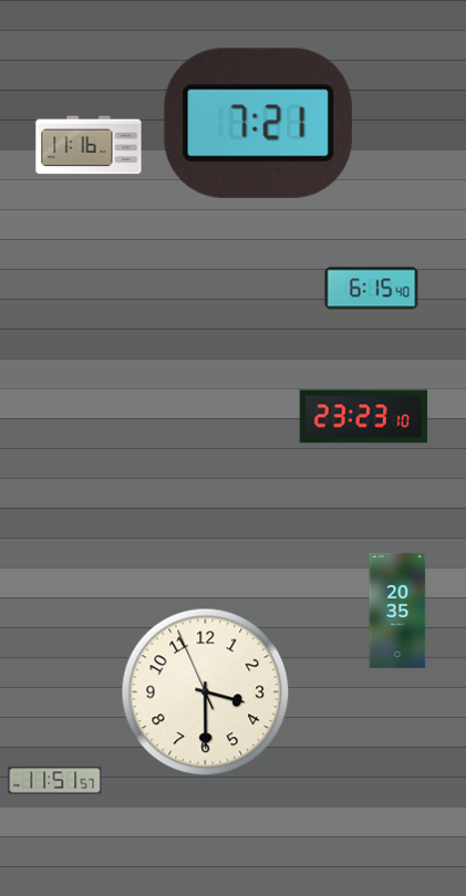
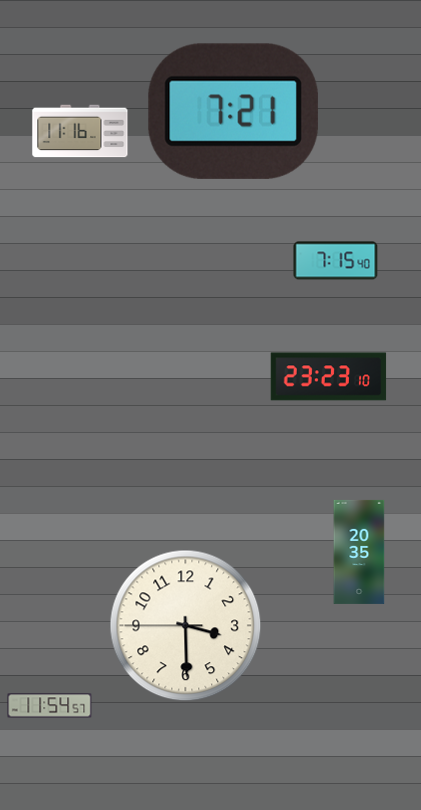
clock at (372, 289): 6:15 -> 7:15
clock at (206, 692): 3:29:56 -> 3:29:45
clock at (55, 781): 11:51 -> 11:54
